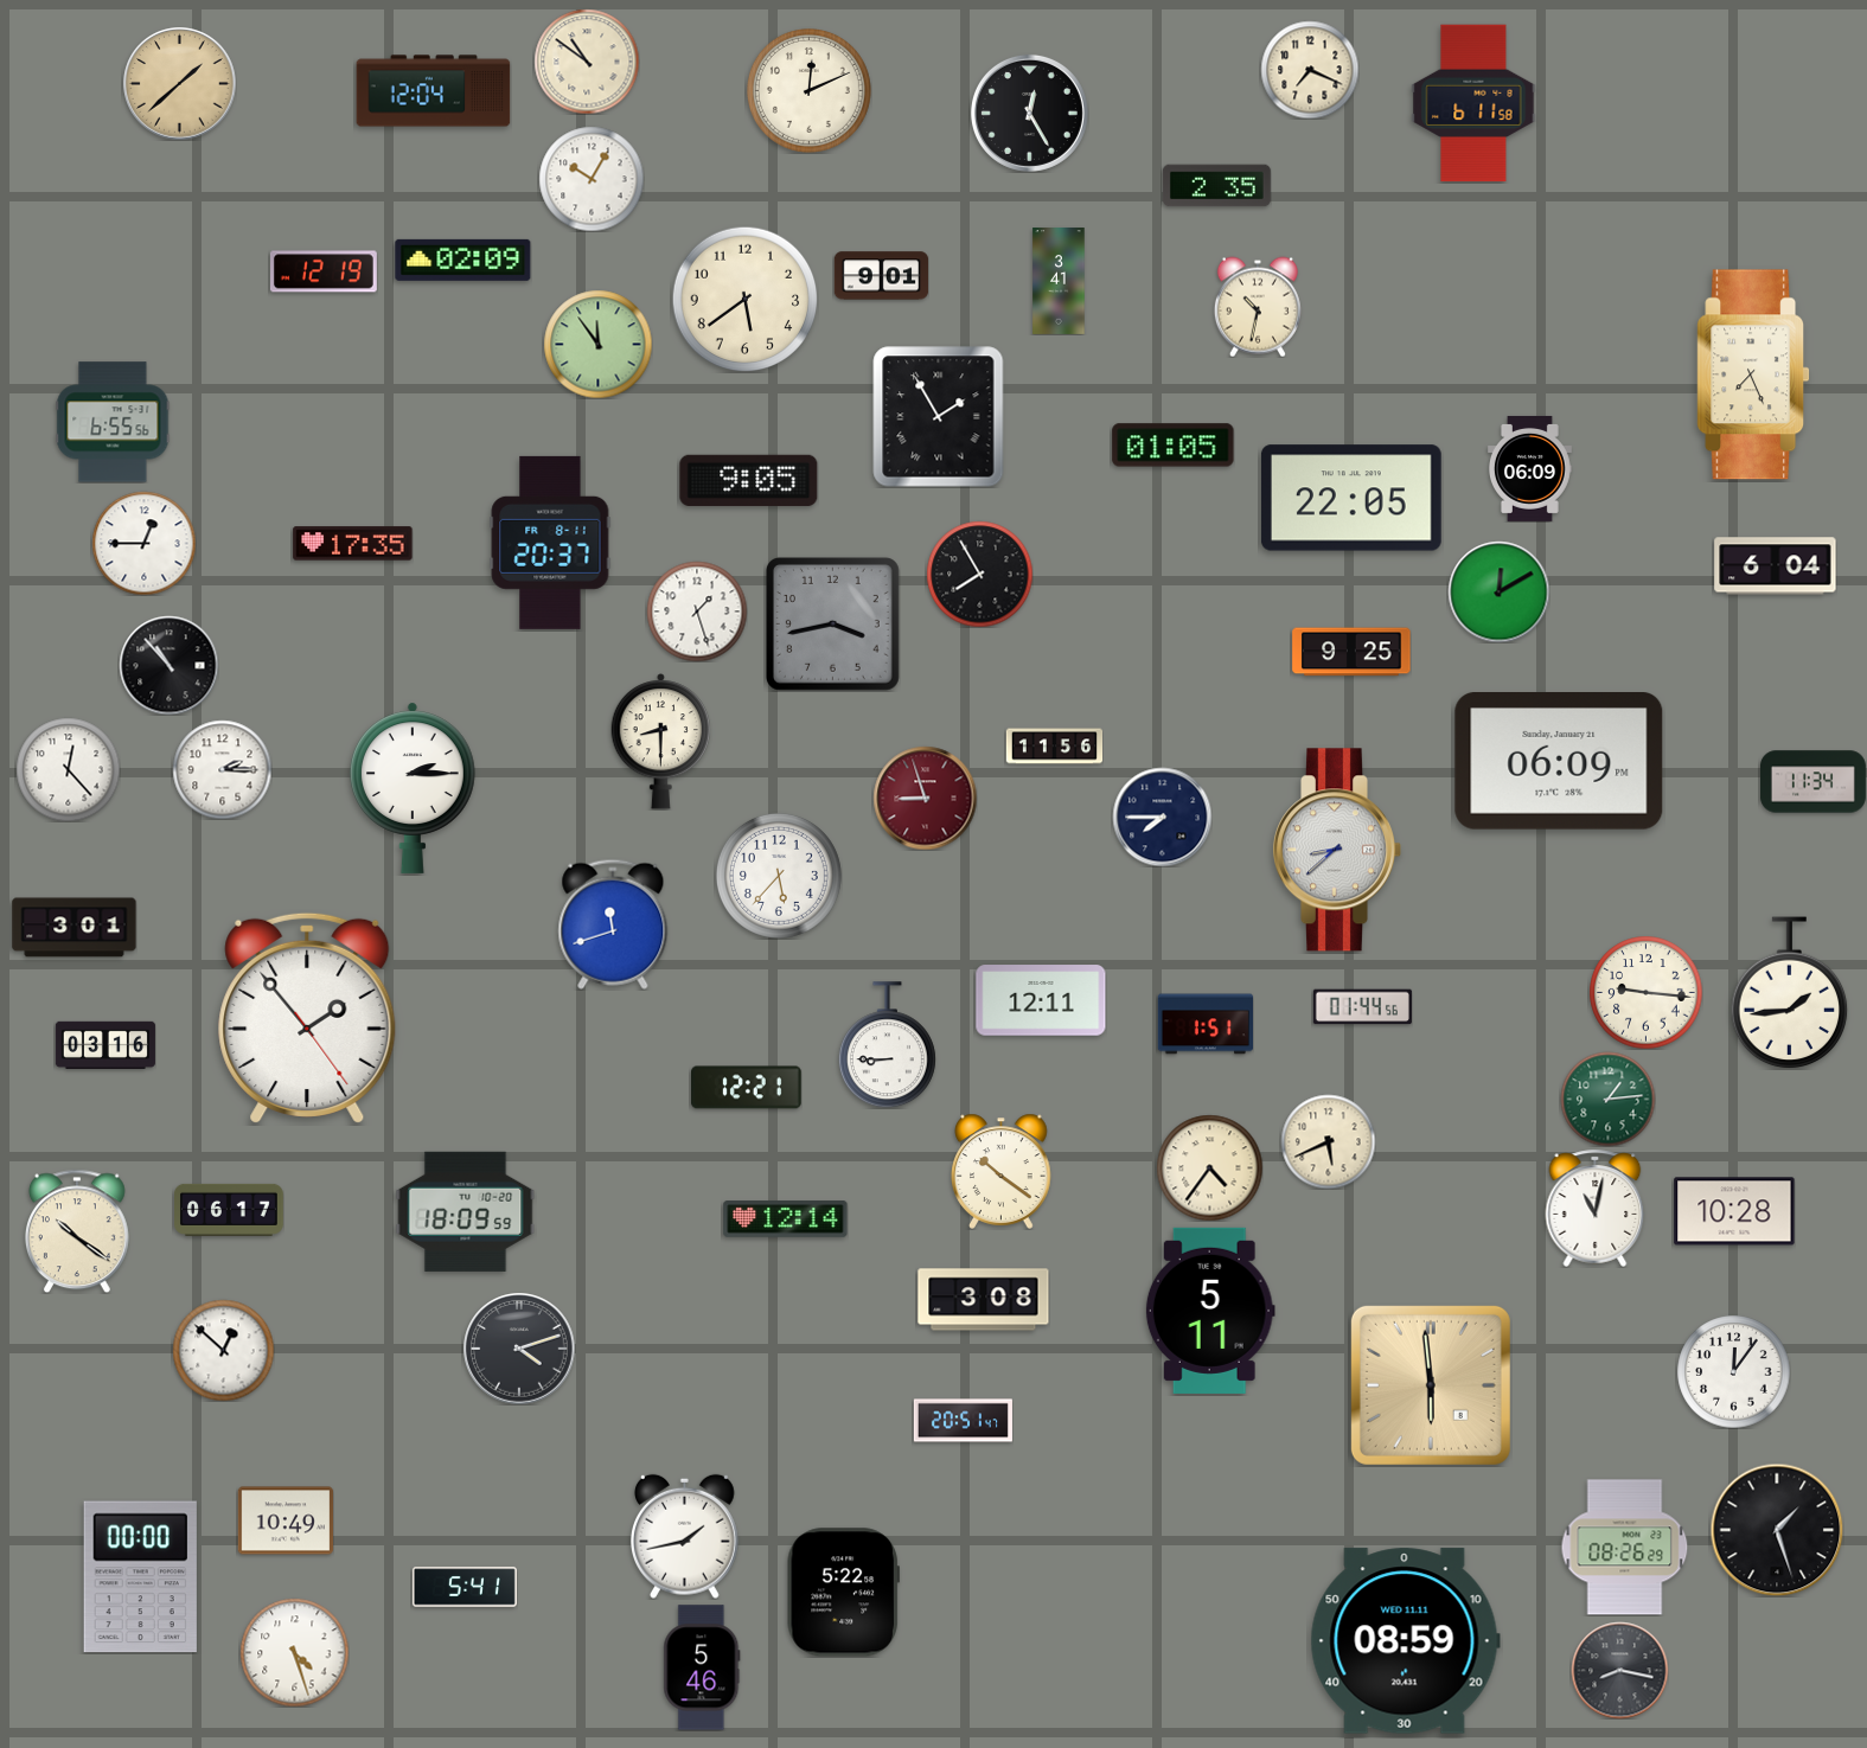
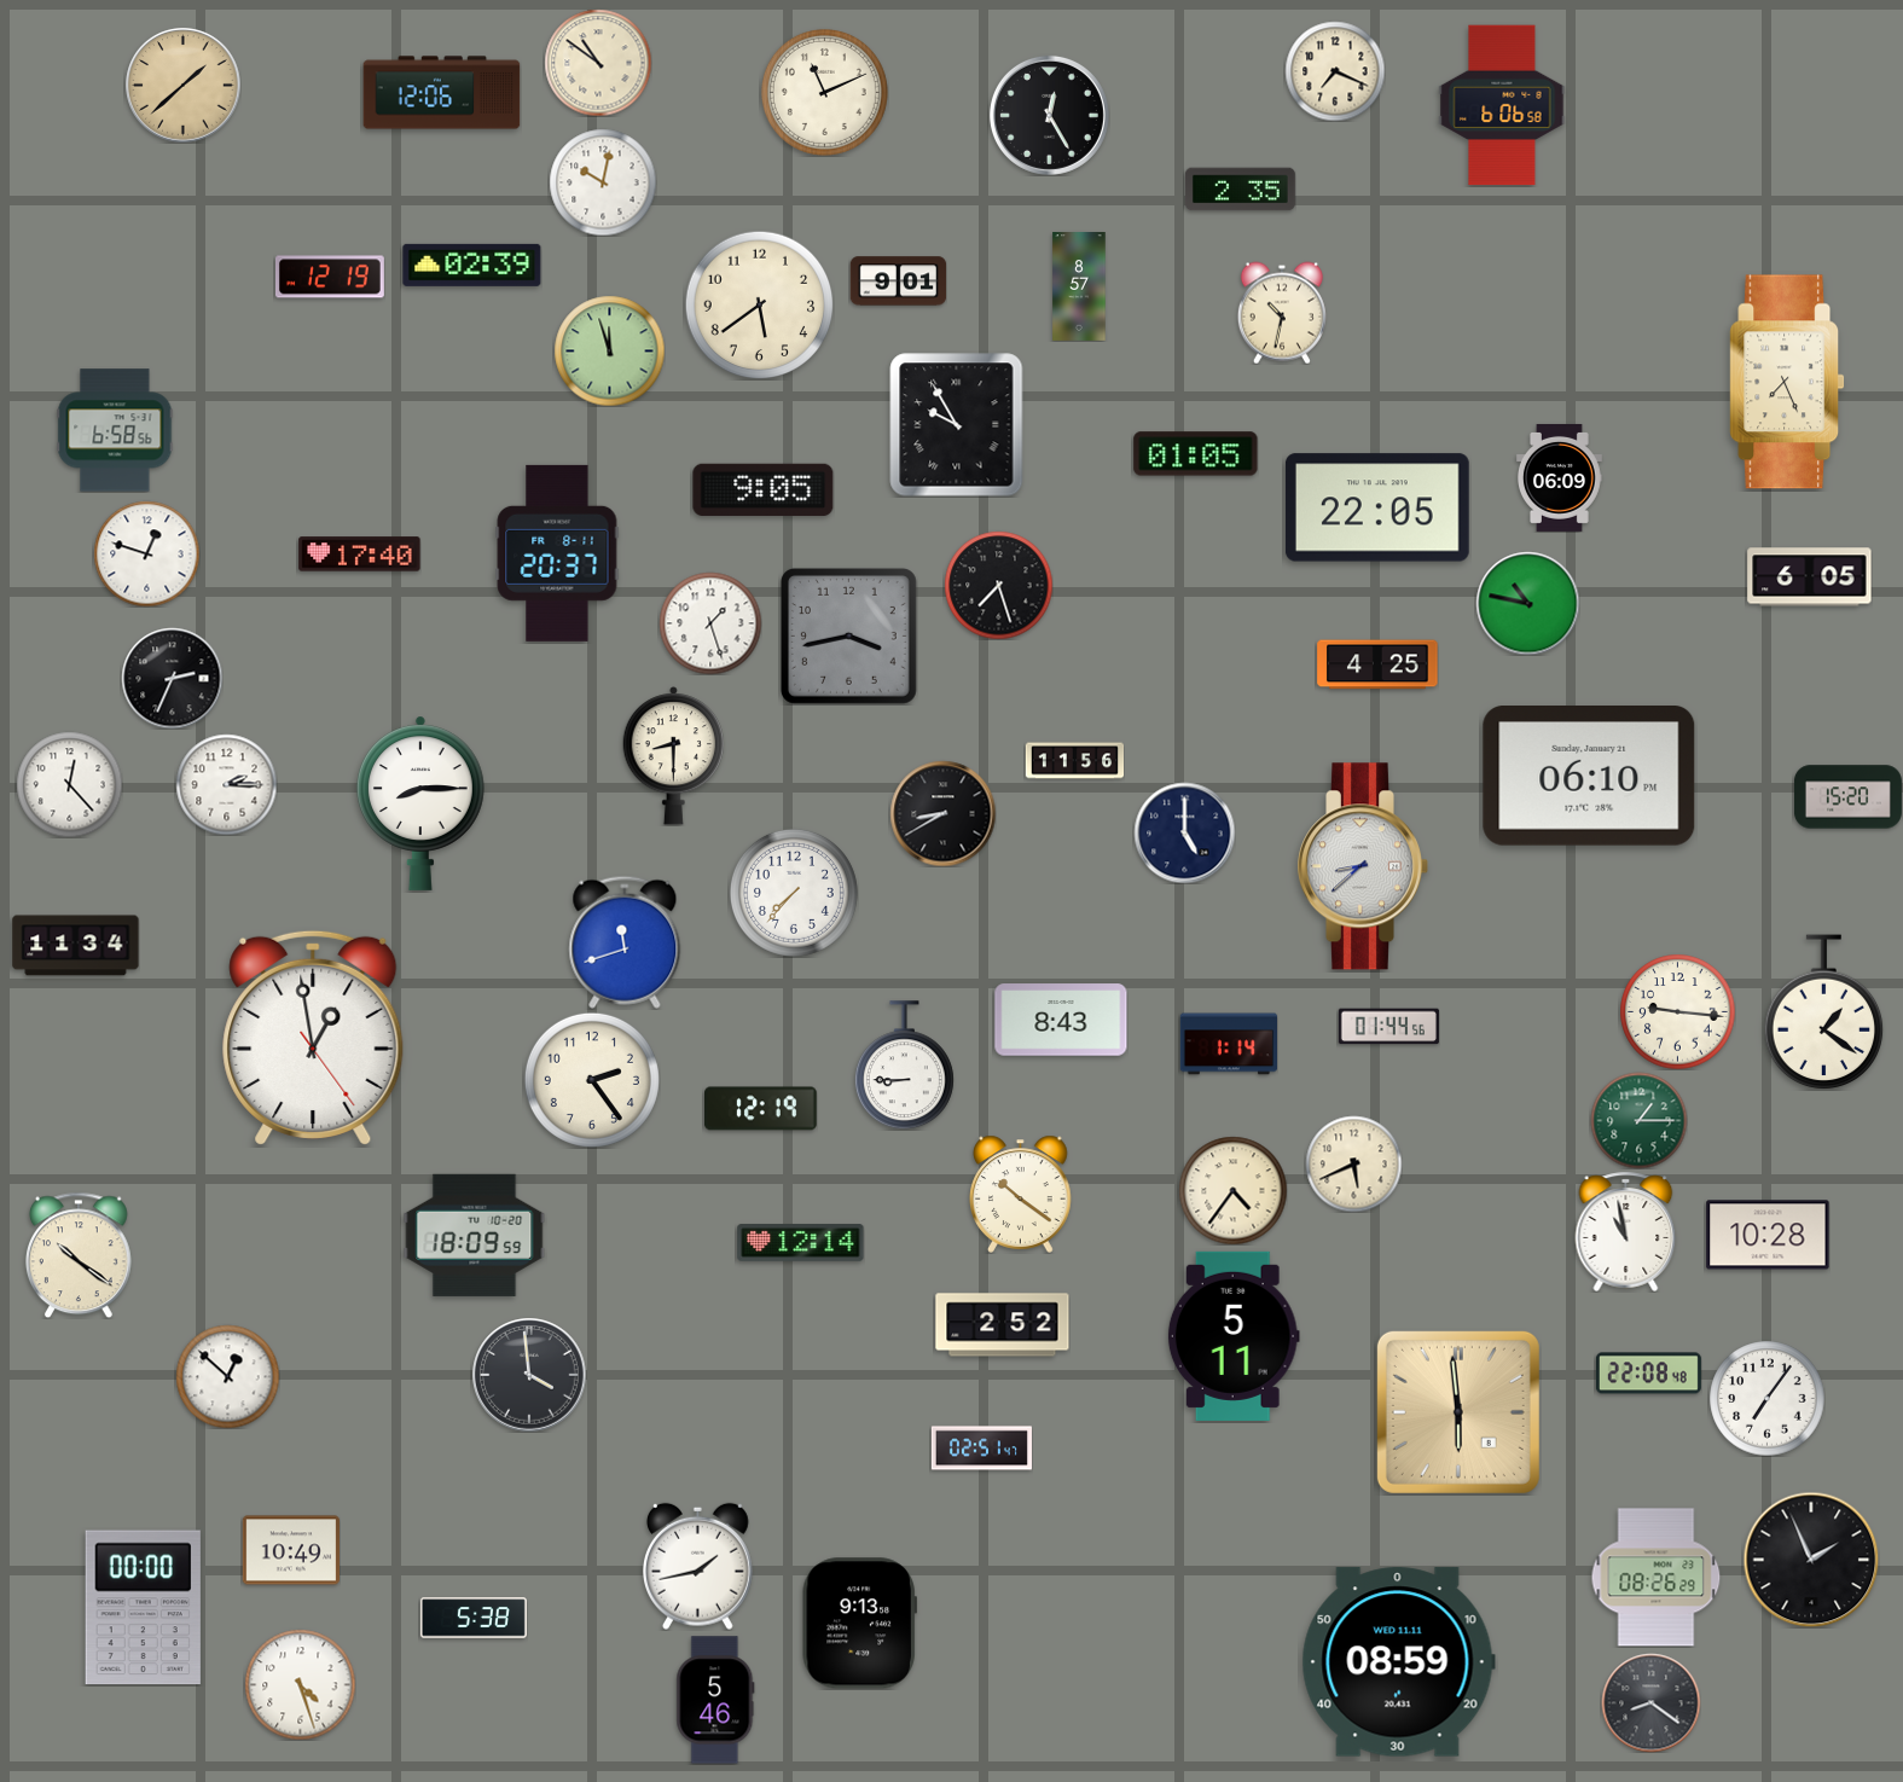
clock at (808, 90): 12:11 -> 11:11
clock at (434, 91): 12:04 -> 12:06
clock at (1473, 103): 6:11 -> 6:06
clock at (592, 179): 10:05 -> 10:02
clock at (463, 260): 02:09 -> 02:39
clock at (1059, 282): 3:41 -> 8:57
clock at (597, 344): 11:54 -> 11:57
clock at (939, 417): 1:55 -> 9:55
clock at (113, 422): 6:55 -> 6:58
clock at (143, 543): 12:45 -> 12:48
clock at (550, 543) position: (550, 543) -> (557, 553)
clock at (353, 544): 17:35 -> 17:40
clock at (1776, 566): 6:04 -> 6:05
clock at (979, 574): 7:55 -> 7:27
clock at (1498, 591): 12:10 -> 10:47
clock at (1351, 652): 9:25 -> 4:25
clock at (168, 665): 10:53 -> 2:34
clock at (1559, 761): 06:09 -> 06:10
clock at (1812, 782): 11:34 -> 15:20
clock at (413, 788): 2:15 -> 8:15
clock at (925, 798): 8:57 -> 8:40
clock at (925, 798) dial: burgundy -> black
clock at (1162, 817): 7:45 -> 5:00
clock at (779, 876): 5:37 -> 7:37
clock at (75, 928): 3:01 -> 11:34
clock at (1790, 993): 1:44 -> 1:21
clock at (1041, 1000): 12:11 -> 8:43
clock at (307, 1018): 1:53 -> 12:58
clock at (1204, 1024): 1:51 -> 1:14
clock at (106, 1045): 03:16 -> none
clock at (592, 1080): none -> 2:24
clock at (747, 1088): 12:21 -> 12:19
clock at (1607, 1099): 1:14 -> 1:15
clock at (1596, 1208): 11:02 -> 10:58
clock at (230, 1210): 06:17 -> none
clock at (984, 1300): 3:08 -> 2:52
clock at (1648, 1374): none -> 22:08
clock at (519, 1349): 4:12 -> 3:59
clock at (1733, 1371): 12:06 -> 7:06
clock at (963, 1421): 20:51 -> 02:51
clock at (1777, 1530): 1:27 -> 1:56
clock at (465, 1587): 5:41 -> 5:38
clock at (843, 1593): 5:22 -> 9:13
clock at (1405, 1641) position: (1405, 1641) -> (1398, 1662)
clock at (1619, 1670): 8:17 -> 8:21
